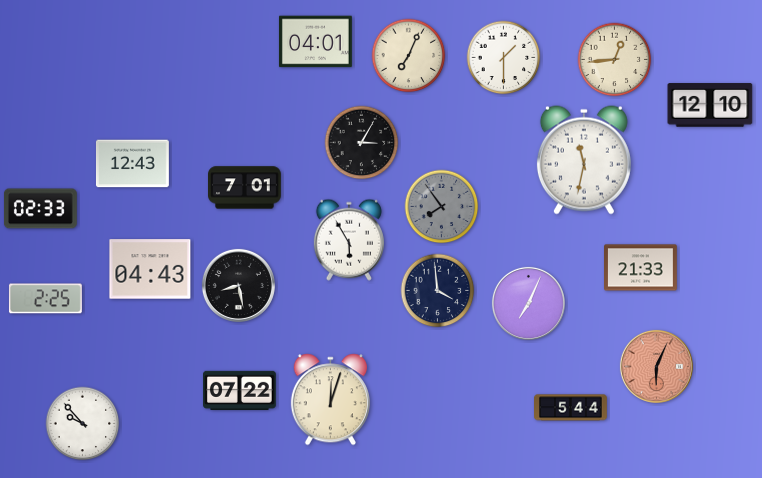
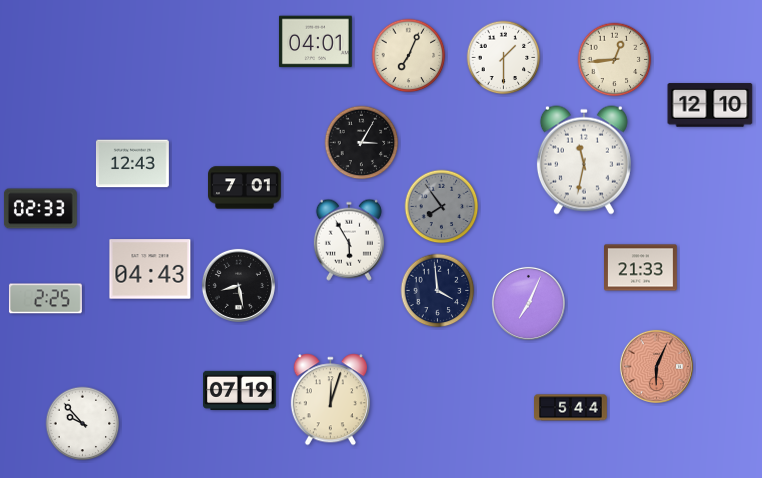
clock at (240, 390): 07:22 -> 07:19
